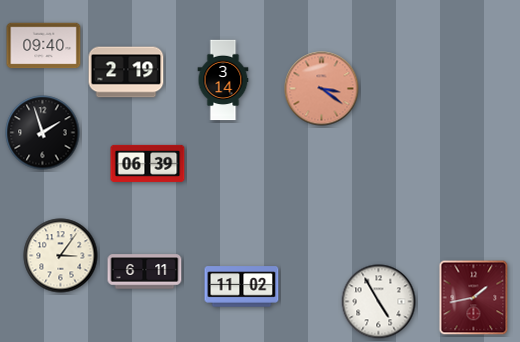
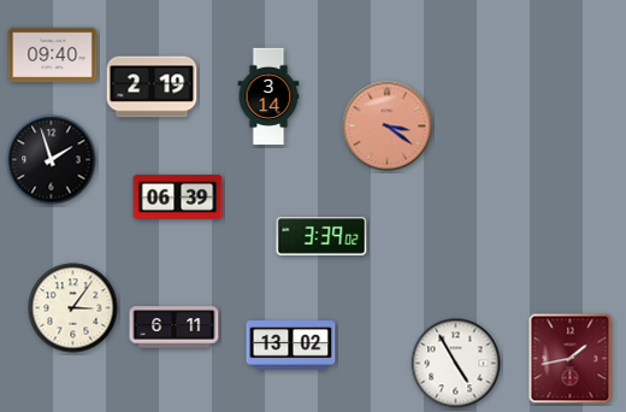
clock at (322, 89) position: (322, 89) -> (388, 126)
clock at (321, 237): none -> 3:39
clock at (242, 287): 11:02 -> 13:02
